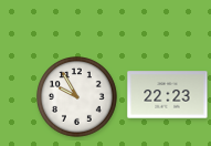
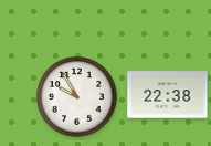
clock at (168, 95): 22:23 -> 22:38
